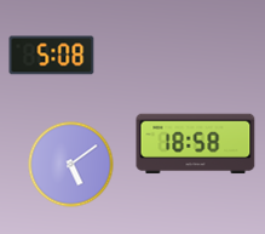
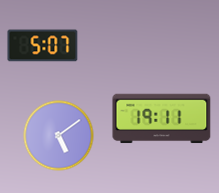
clock at (52, 56): 5:08 -> 5:07
clock at (196, 144): 18:58 -> 19:11
